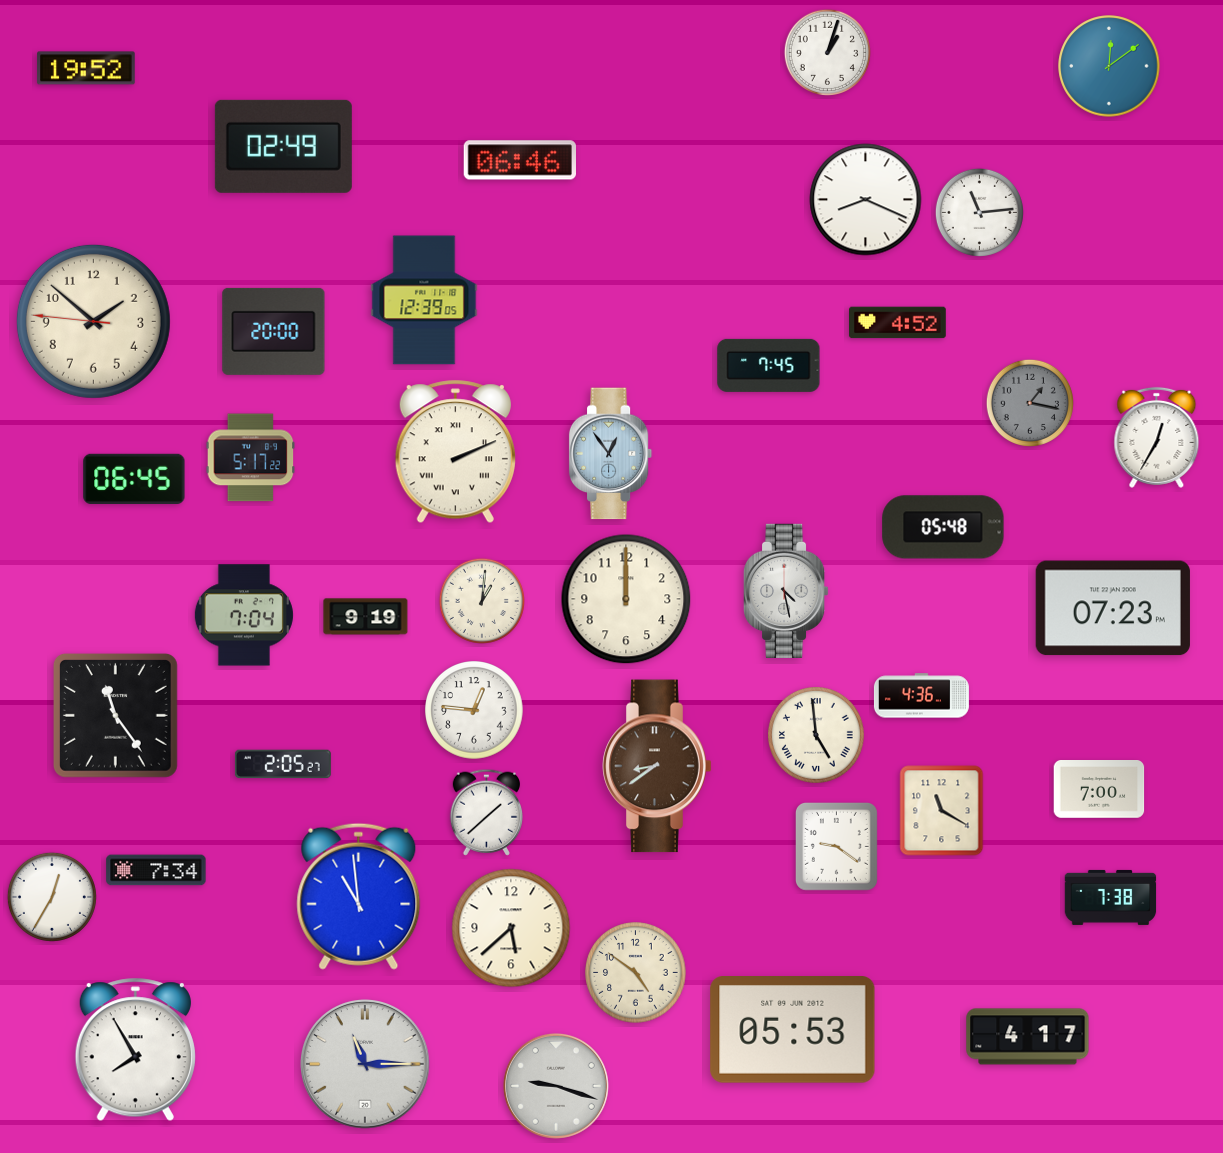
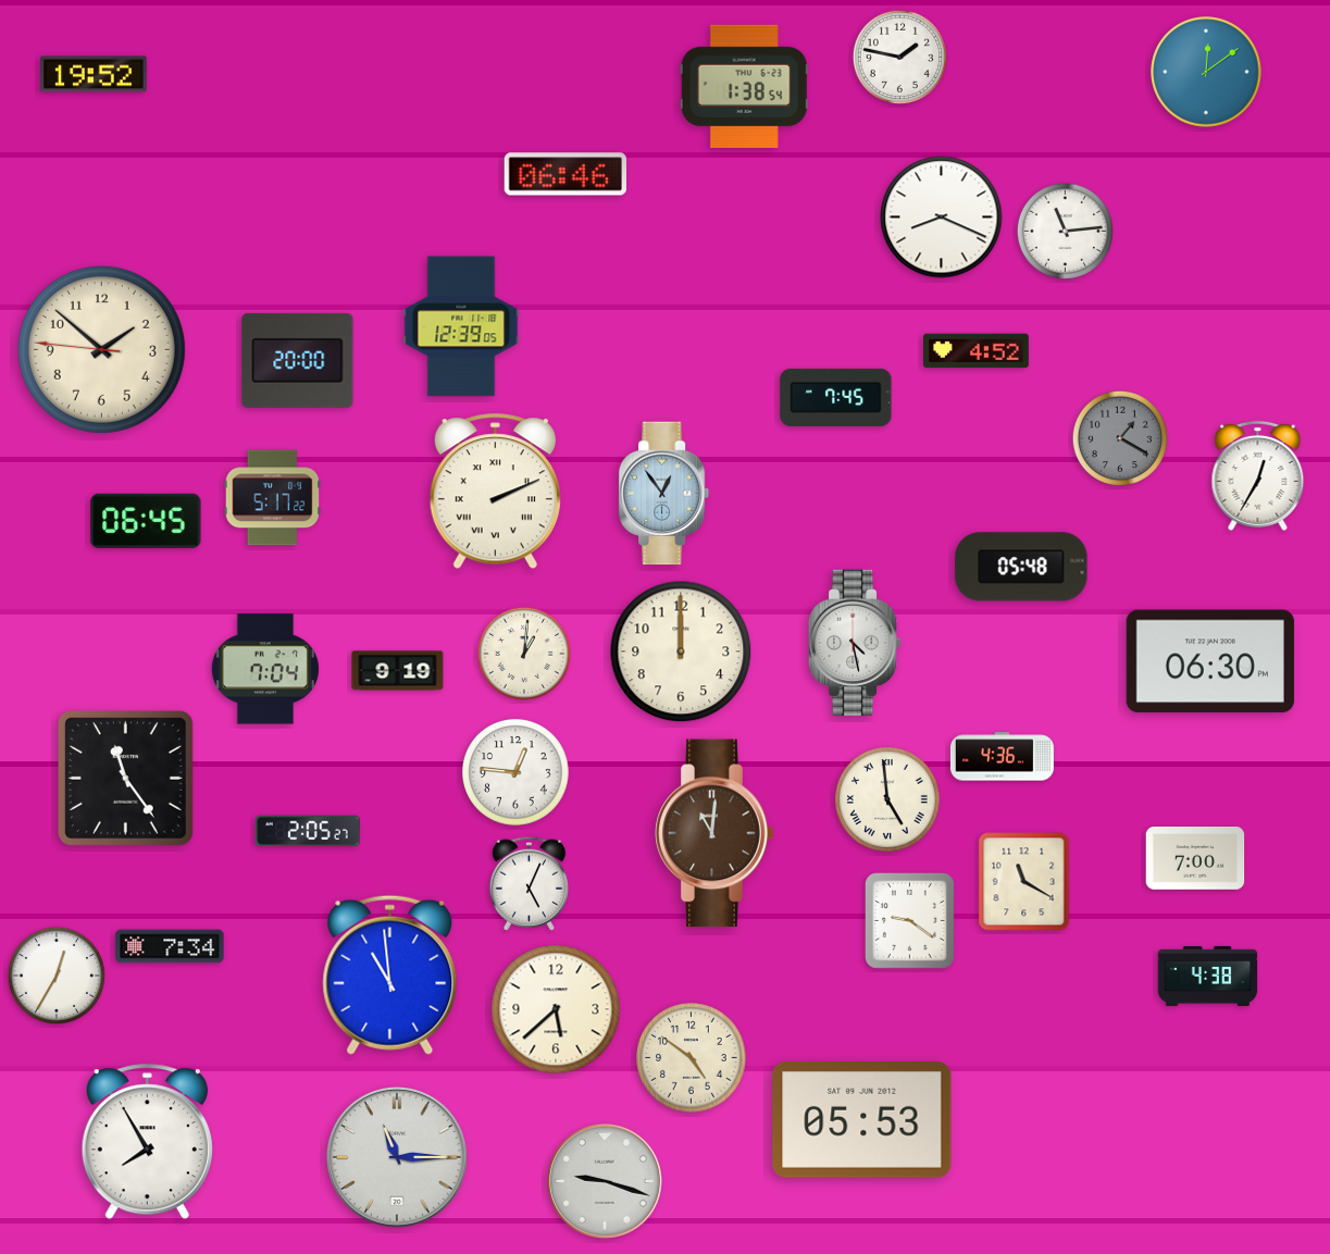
clock at (827, 52): 1:03 -> 1:47
clock at (744, 86): none -> 1:38
clock at (283, 146): 02:49 -> none
clock at (1030, 403): 1:17 -> 1:20
clock at (943, 527) position: (943, 527) -> (1021, 567)
clock at (1113, 608): 07:23 -> 06:30
clock at (657, 766): 8:39 -> 11:01
clock at (486, 812): 1:38 -> 5:04
clock at (1111, 897): 7:38 -> 4:38
clock at (1028, 1037): 4:17 -> none
